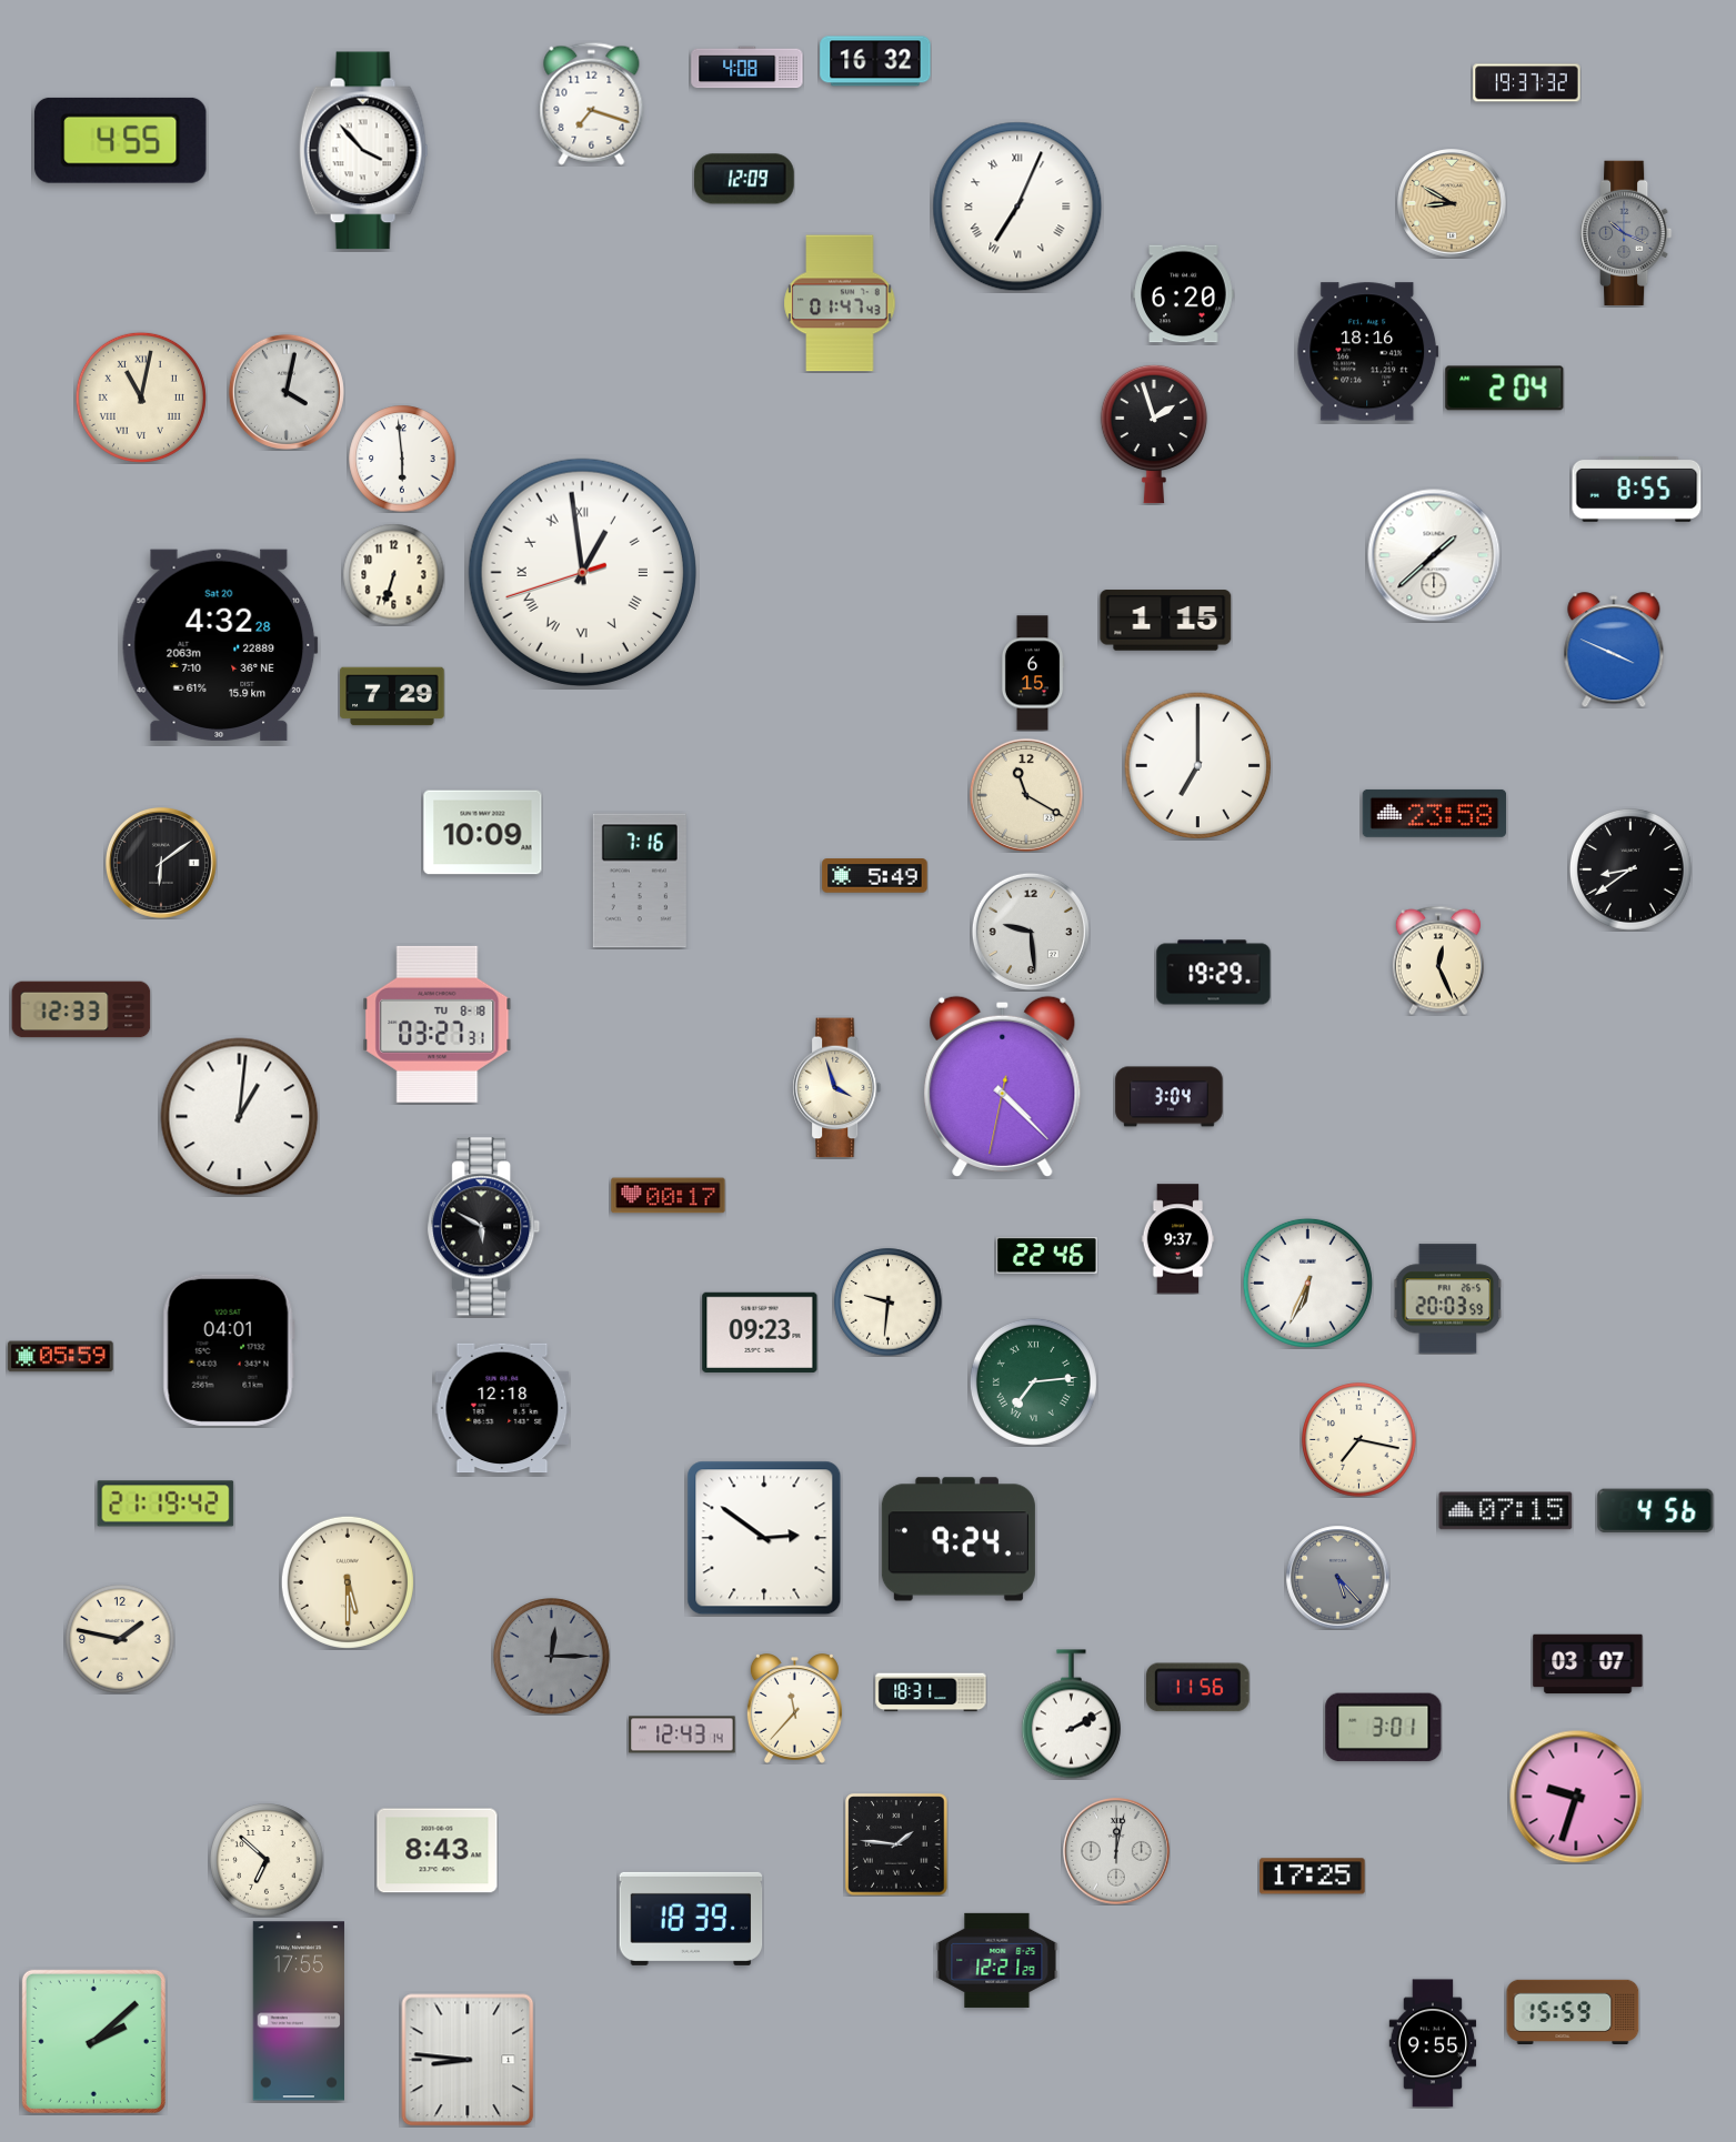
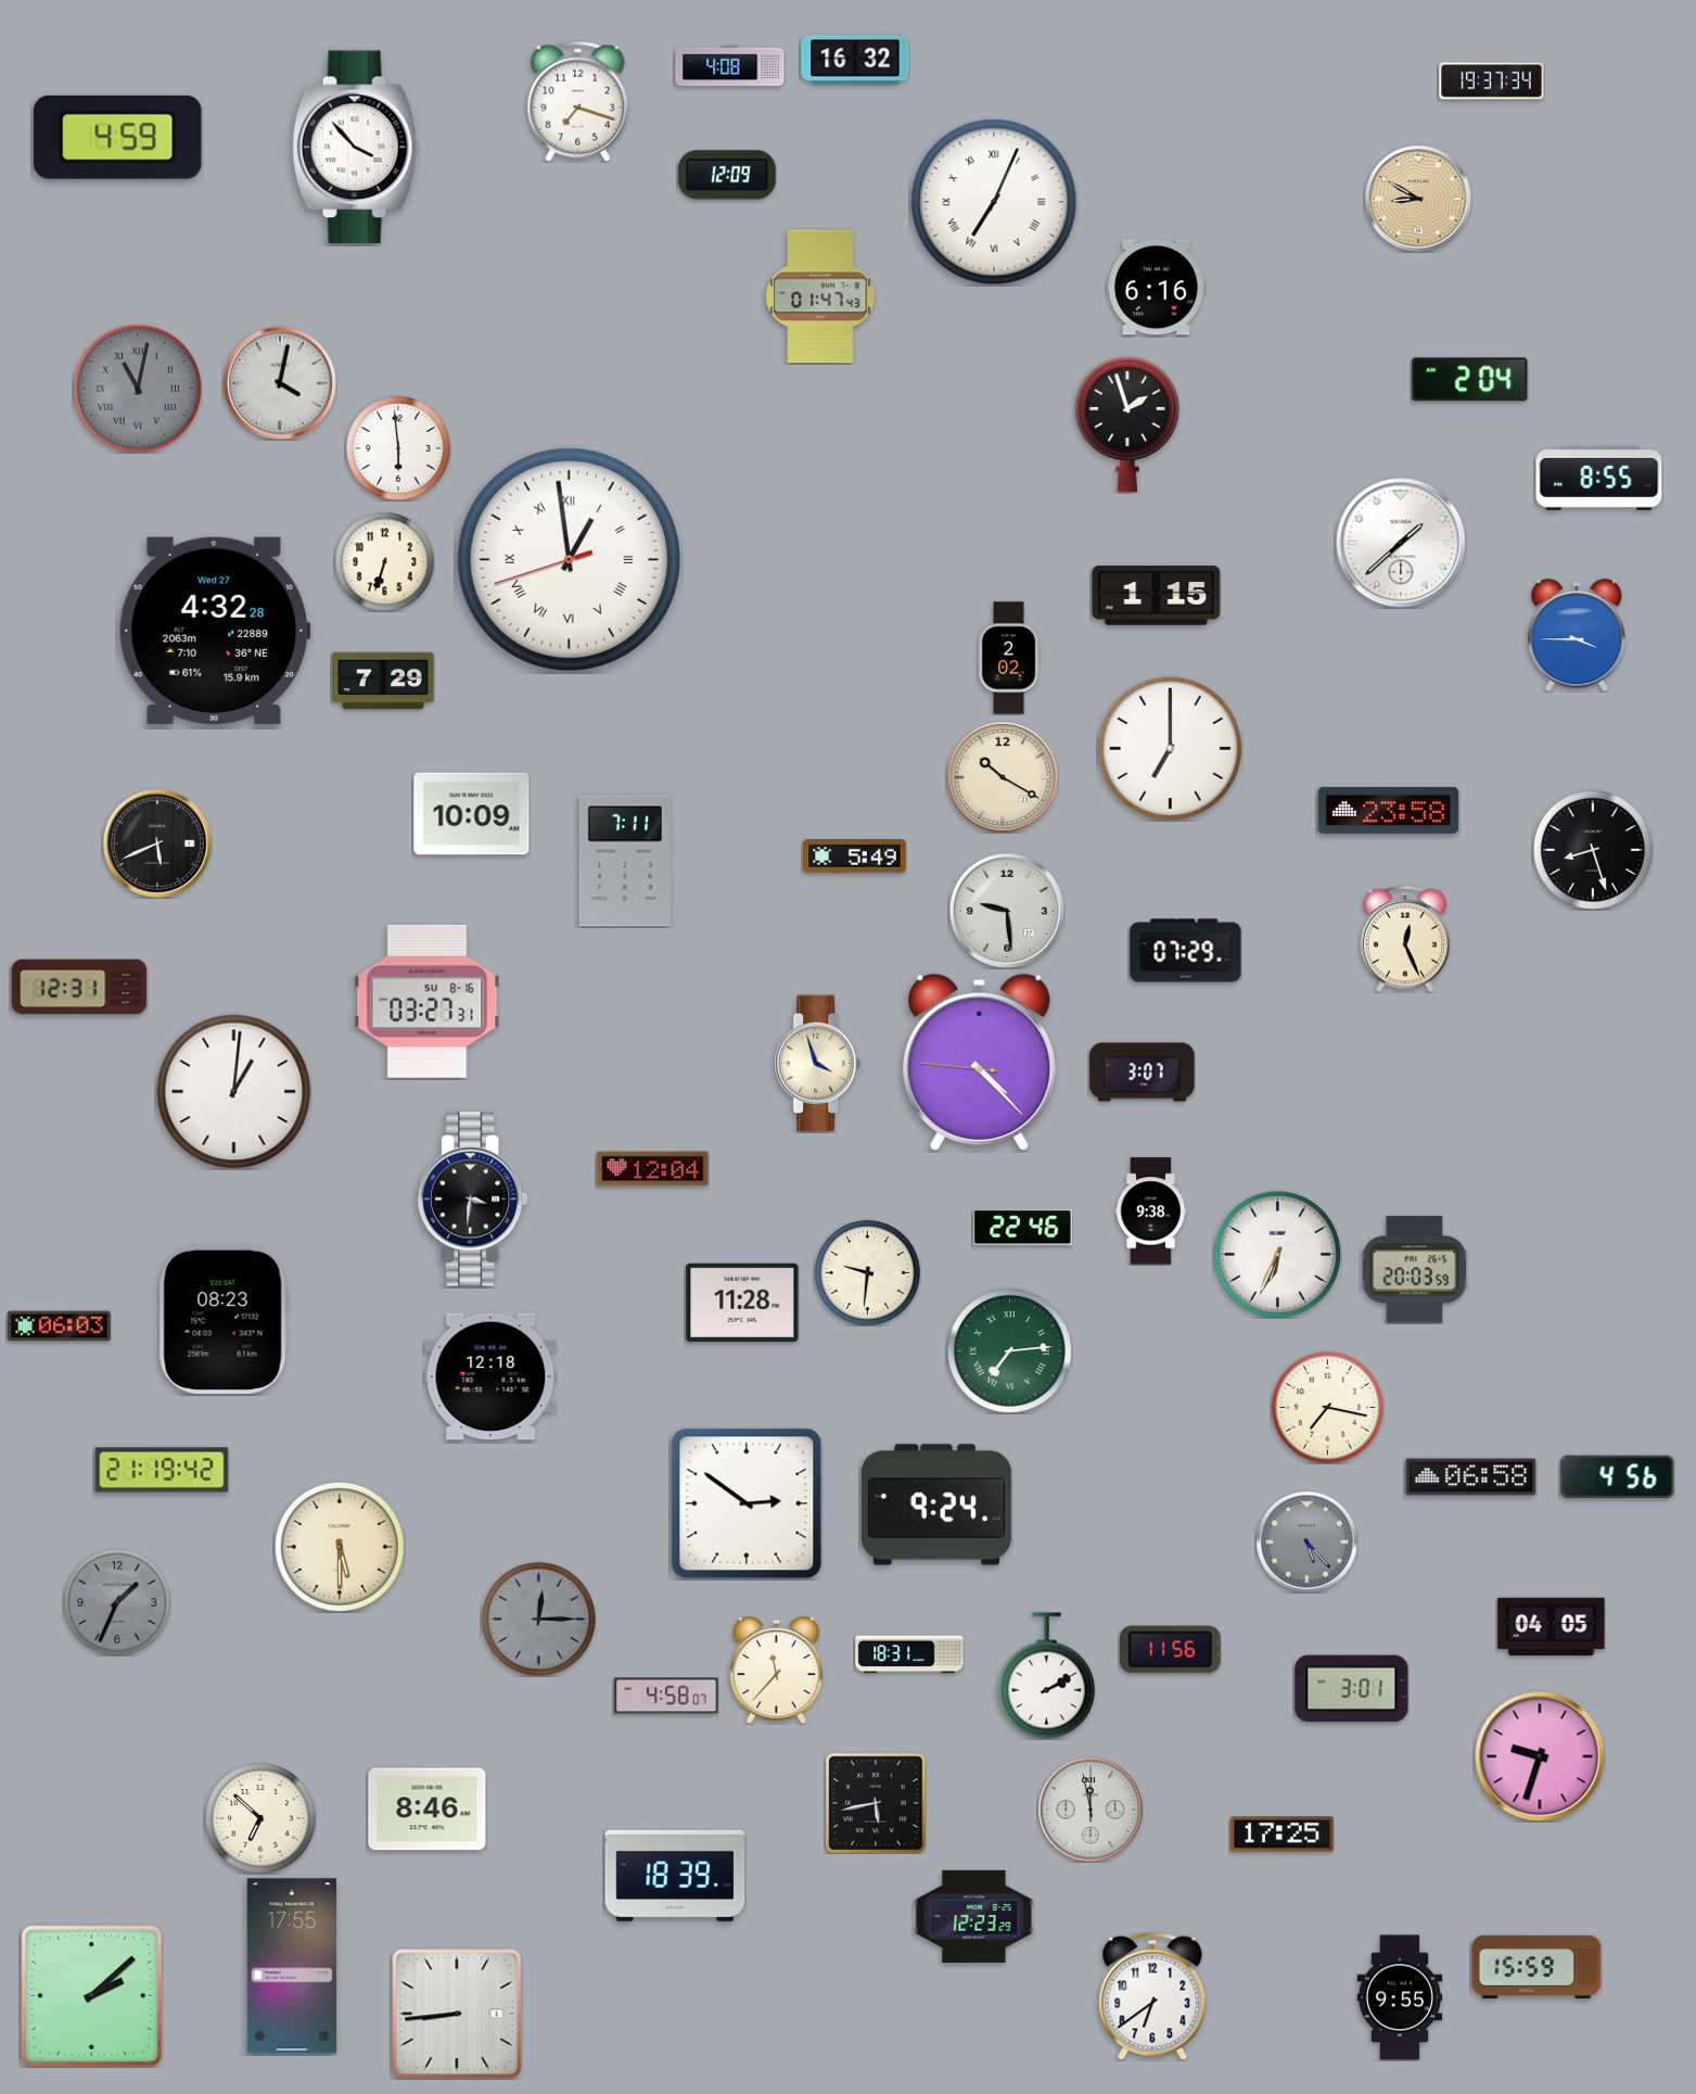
clock at (1527, 83): 19:37:32 -> 19:37:34
clock at (121, 140): 4:55 -> 4:59
clock at (1627, 233): 10:19 -> none
clock at (1184, 294): 6:20 -> 6:16
clock at (1368, 352): 18:16 -> none
clock at (141, 398) dial: cream -> grey
clock at (402, 459) position: (402, 459) -> (398, 448)
clock at (1166, 621) position: (1166, 621) -> (1157, 596)
clock at (220, 645) date: Sat 20 -> Wed 27
clock at (1614, 650): 3:49 -> 3:45
clock at (1033, 673): 6:15 -> 2:02
clock at (1026, 795): 11:20 -> 10:20
clock at (1435, 813) position: (1435, 813) -> (1389, 810)
clock at (161, 863): 6:09 -> 5:41
clock at (1630, 869): 8:39 -> 8:27
clock at (640, 881): 7:16 -> 7:11
clock at (1214, 973): 19:29 -> 07:29
clock at (81, 1009): 12:33 -> 12:31
clock at (438, 1024) date: TU 8-18 -> SU 8-16
clock at (1003, 1086): 4:22:32 -> 4:22:46
clock at (1170, 1097): 3:04 -> 3:07
clock at (669, 1196): 00:17 -> 12:04
clock at (484, 1227): 5:50 -> 3:31
clock at (1178, 1239): 9:37 -> 9:38
clock at (760, 1333): 09:23 -> 11:28
clock at (229, 1350): 04:01 -> 08:23
clock at (61, 1357): 05:59 -> 06:03
clock at (1506, 1511): 07:15 -> 06:58
clock at (120, 1639): 1:47 -> 1:34
clock at (120, 1639) dial: cream -> grey
clock at (1588, 1665): 03:07 -> 04:05
clock at (682, 1734): 12:43 -> 4:58
clock at (896, 1844): 1:46 -> 5:43
clock at (438, 1851): 8:43 -> 8:46
clock at (1116, 1851): 12:02 -> 11:58
clock at (997, 1960): 12:21 -> 12:23
clock at (1152, 1996): none -> 6:39
clock at (468, 2060): 8:46 -> 8:44
